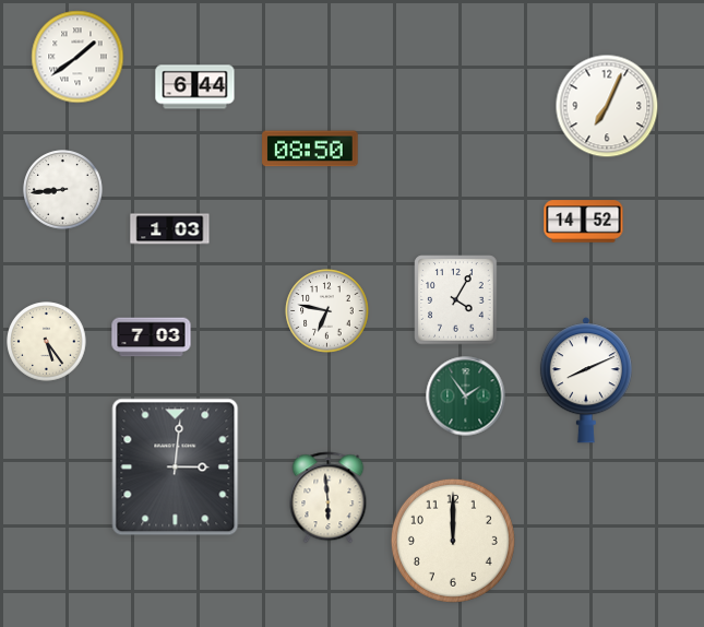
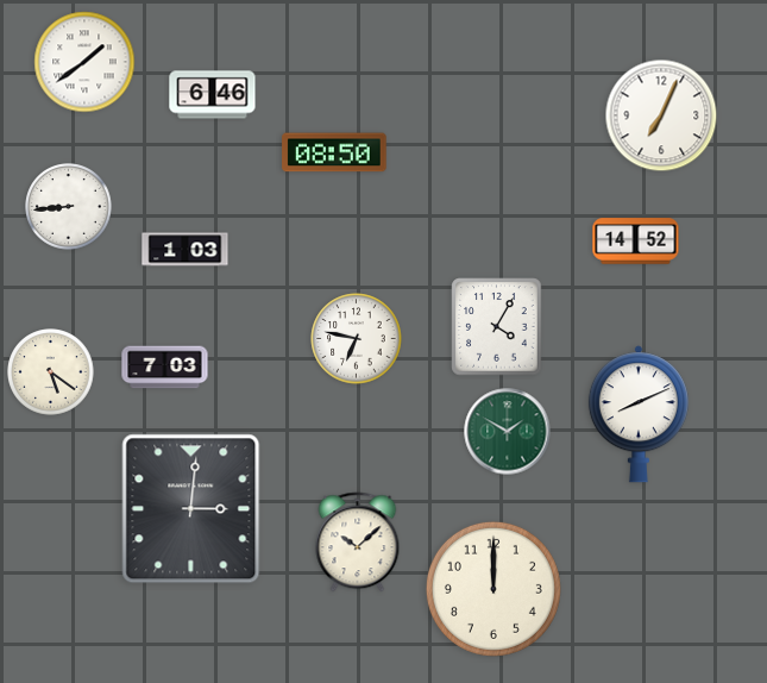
clock at (195, 87): 6:44 -> 6:46
clock at (310, 149) position: (310, 149) -> (334, 152)
clock at (47, 342): 5:24 -> 5:21
clock at (466, 397): 1:54 -> 1:50
clock at (329, 498): 5:59 -> 10:08
